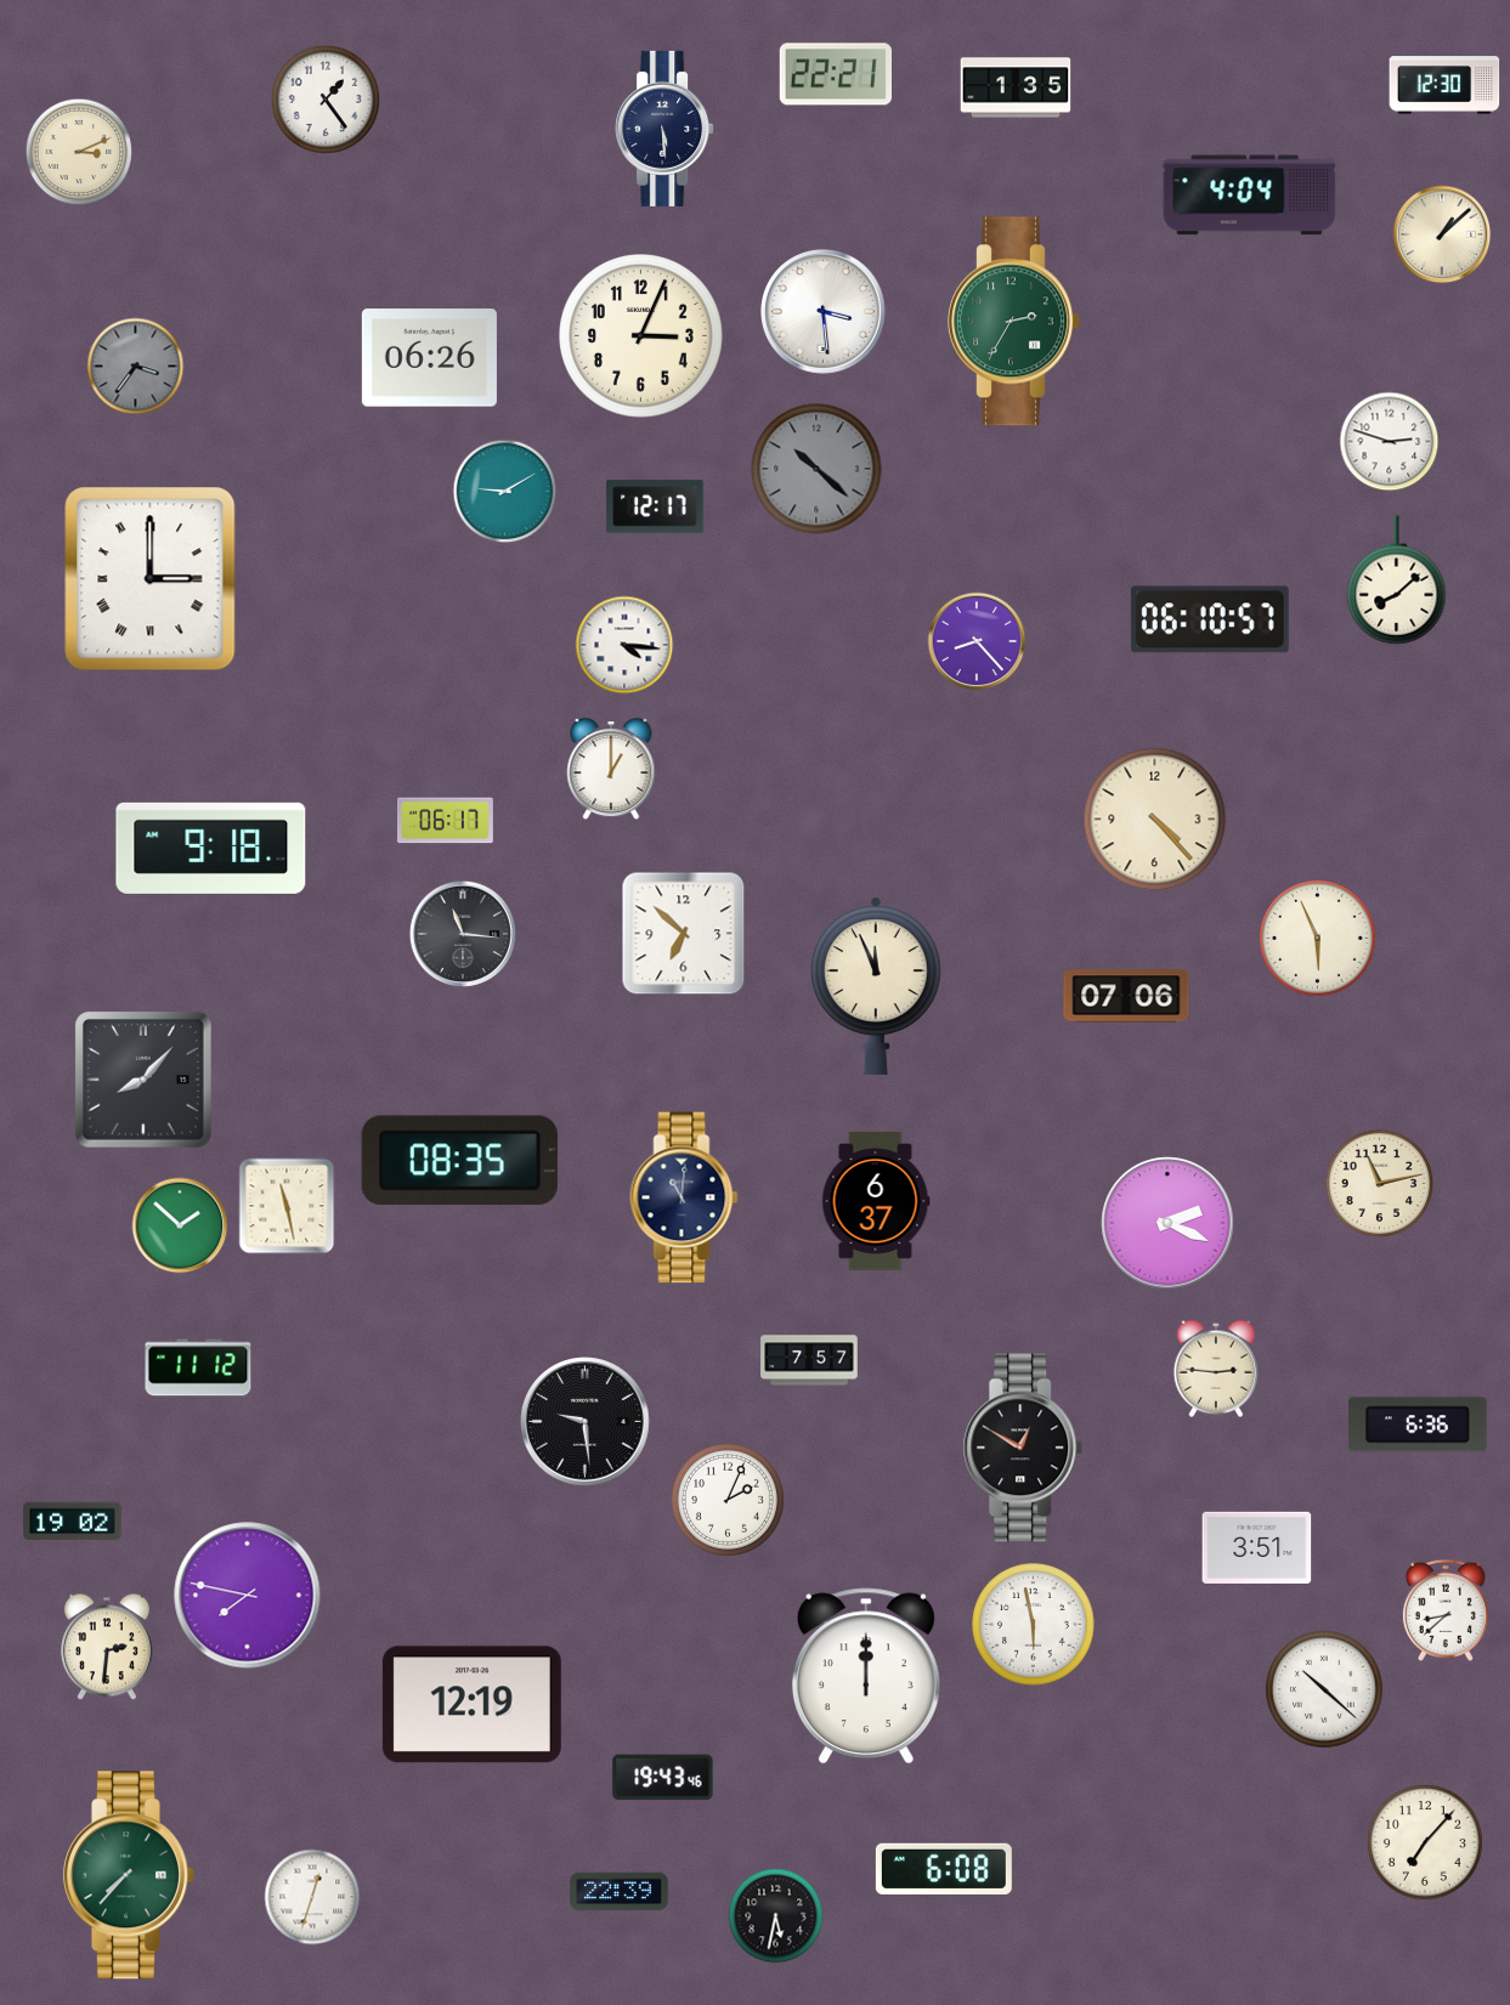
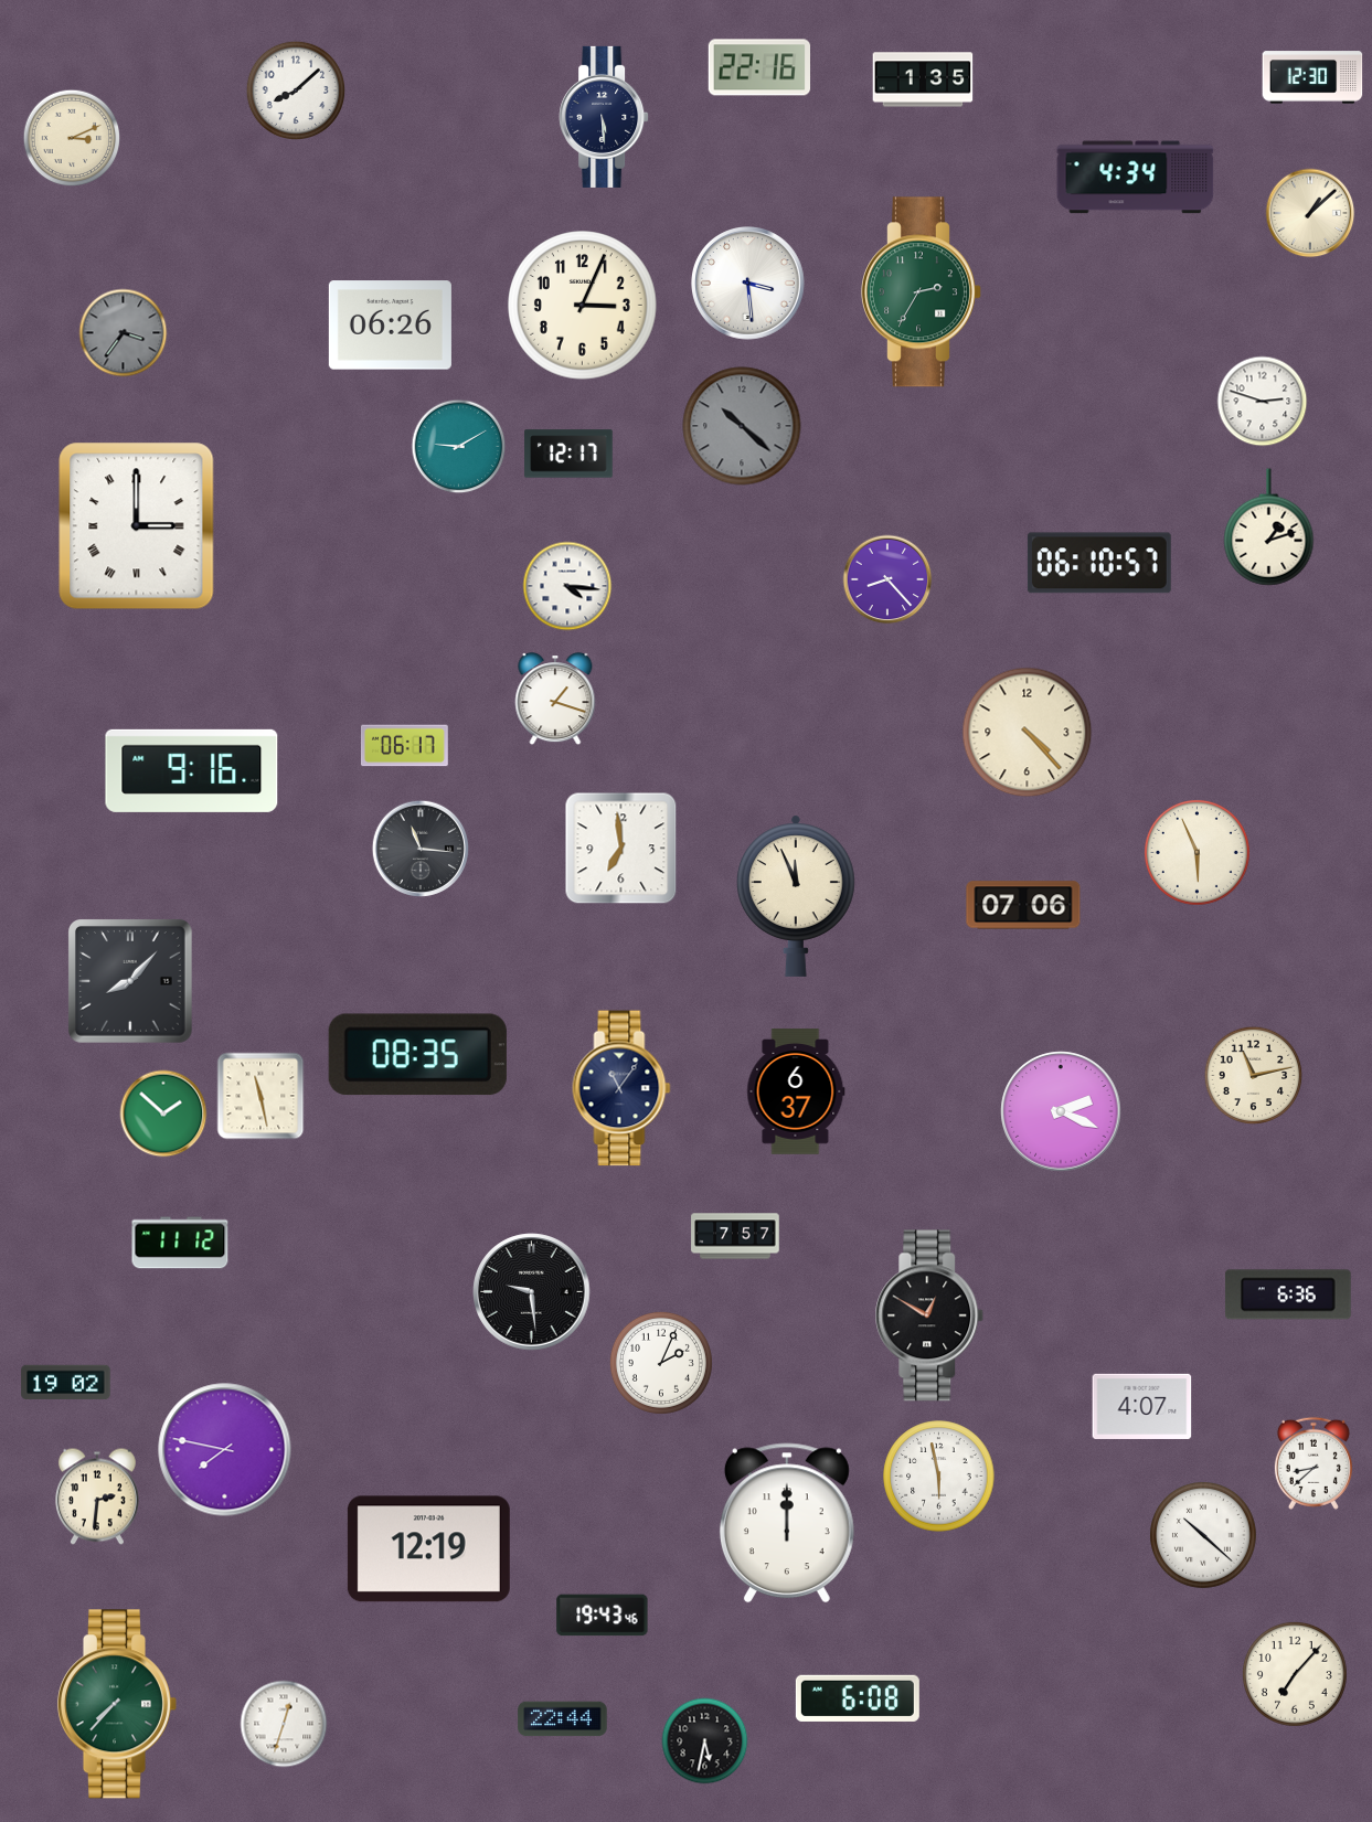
clock at (835, 74): 22:21 -> 22:16
clock at (324, 98): 1:24 -> 8:08
clock at (1250, 196): 4:04 -> 4:34
clock at (655, 506) position: (655, 506) -> (568, 454)
clock at (1397, 580): 8:08 -> 1:12
clock at (977, 641) position: (977, 641) -> (887, 579)
clock at (611, 770): 1:00 -> 1:18
clock at (1155, 820) position: (1155, 820) -> (1028, 733)
clock at (211, 848): 9:18 -> 9:16
clock at (684, 934): 6:52 -> 6:59
clock at (684, 1197): 11:01 -> 11:06
clock at (1216, 1369): 2:46 -> none
clock at (1257, 1547): 3:51 -> 4:07
clock at (620, 1892): 22:39 -> 22:44
